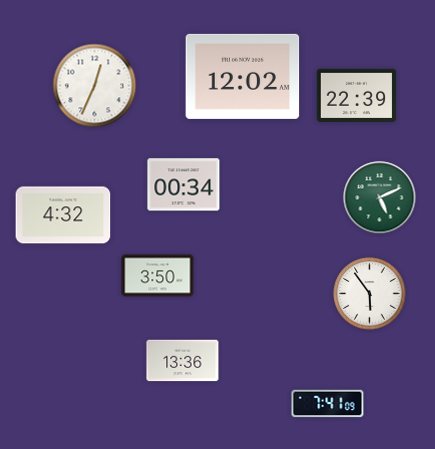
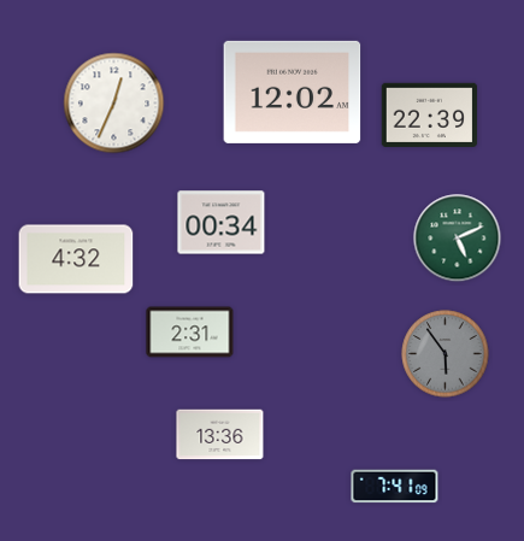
clock at (158, 276): 3:50 -> 2:31
clock at (370, 294) dial: white -> grey
